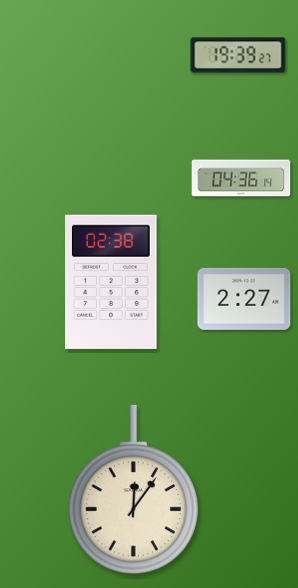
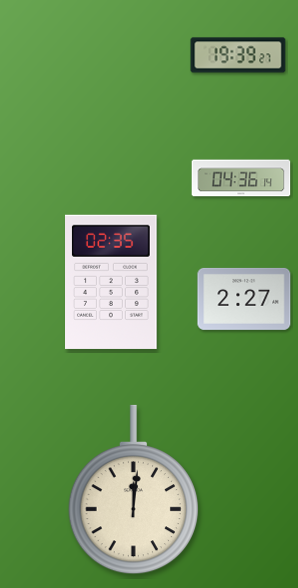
clock at (112, 282): 02:38 -> 02:35
clock at (133, 490): 12:06 -> 12:01
